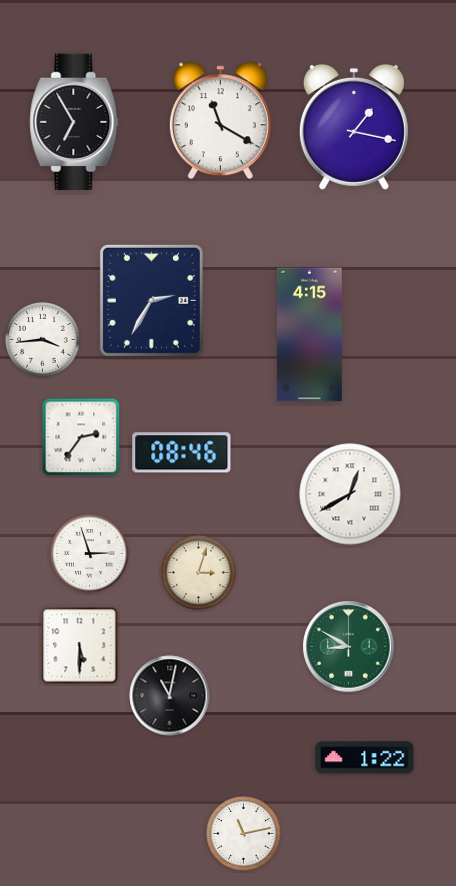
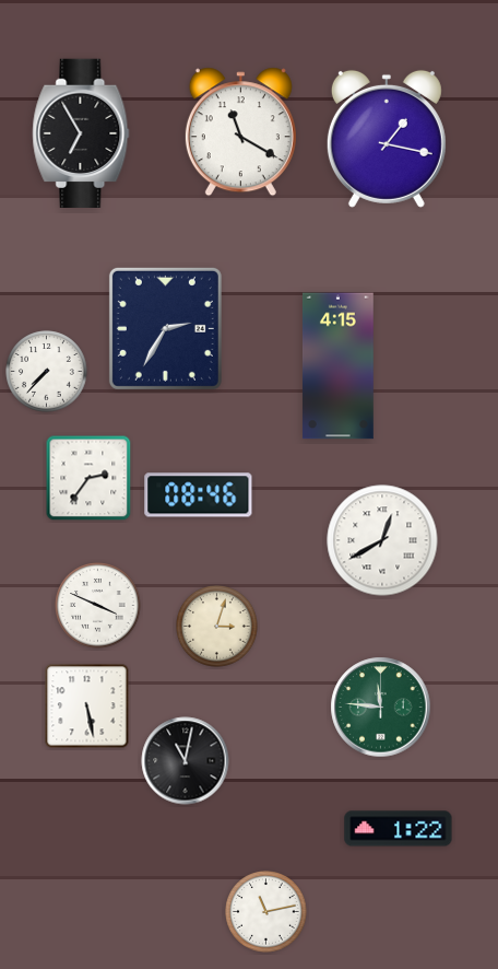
clock at (43, 340): 3:44 -> 7:37
clock at (90, 554): 2:57 -> 3:49
clock at (80, 646): 5:30 -> 5:28
clock at (349, 647): 8:50 -> 11:46
